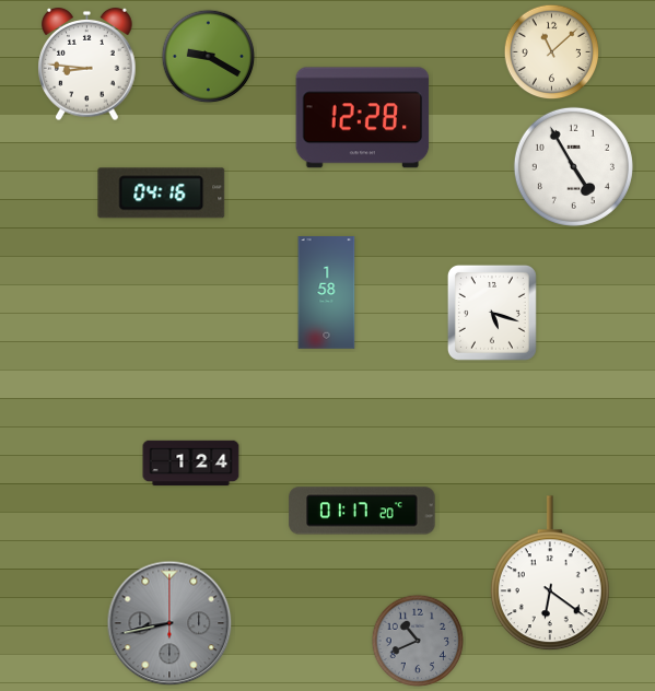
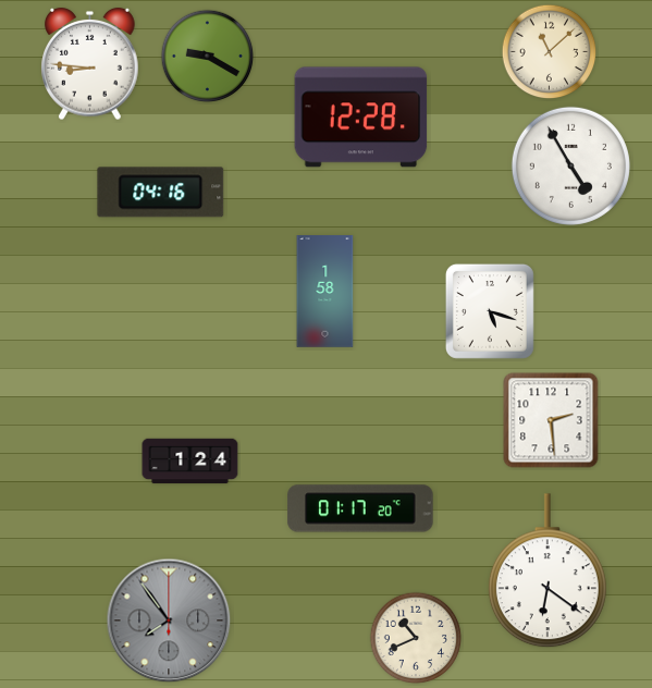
clock at (87, 65) position: (87, 65) -> (90, 64)
clock at (551, 420): none -> 2:29
clock at (169, 623): 8:43 -> 7:54
clock at (418, 641) dial: grey -> cream
